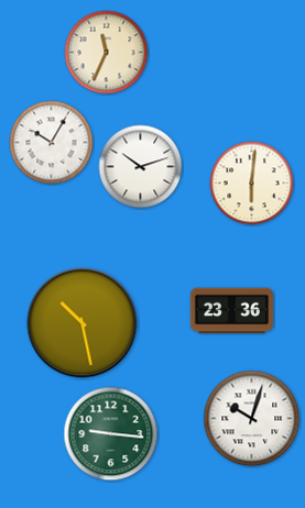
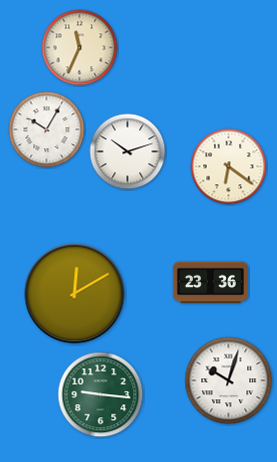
clock at (107, 53) position: (107, 53) -> (80, 48)
clock at (252, 184): 6:01 -> 6:21
clock at (83, 323): 10:28 -> 12:10
